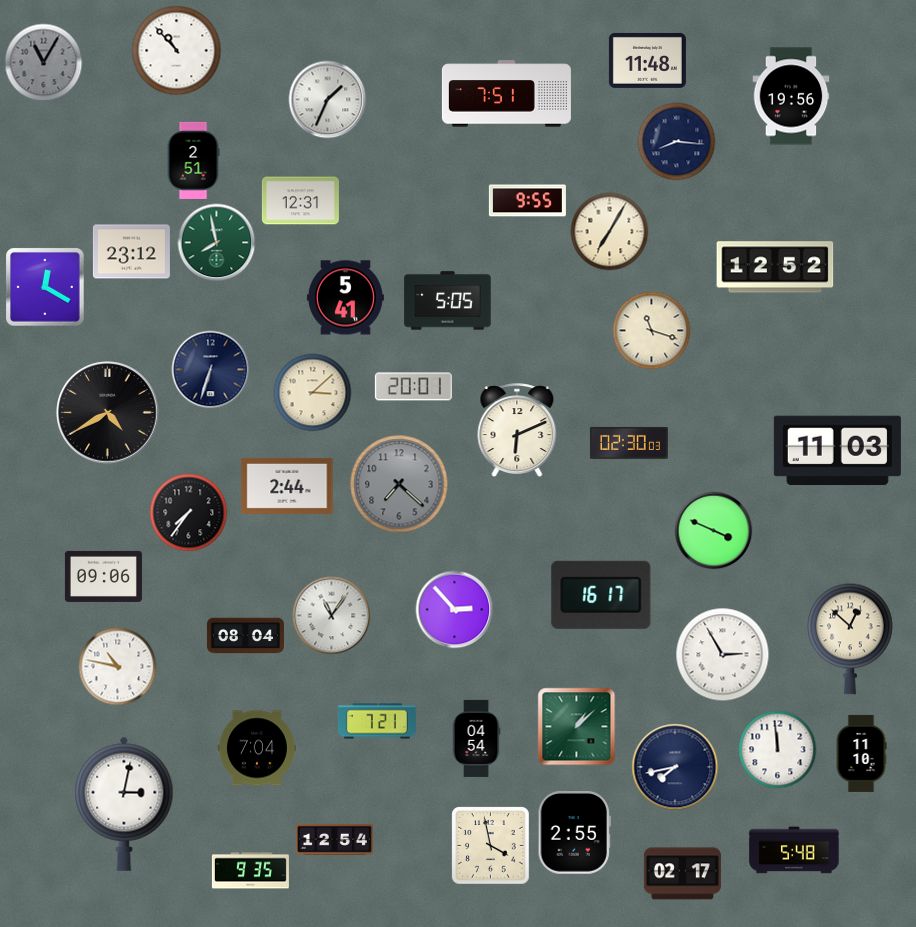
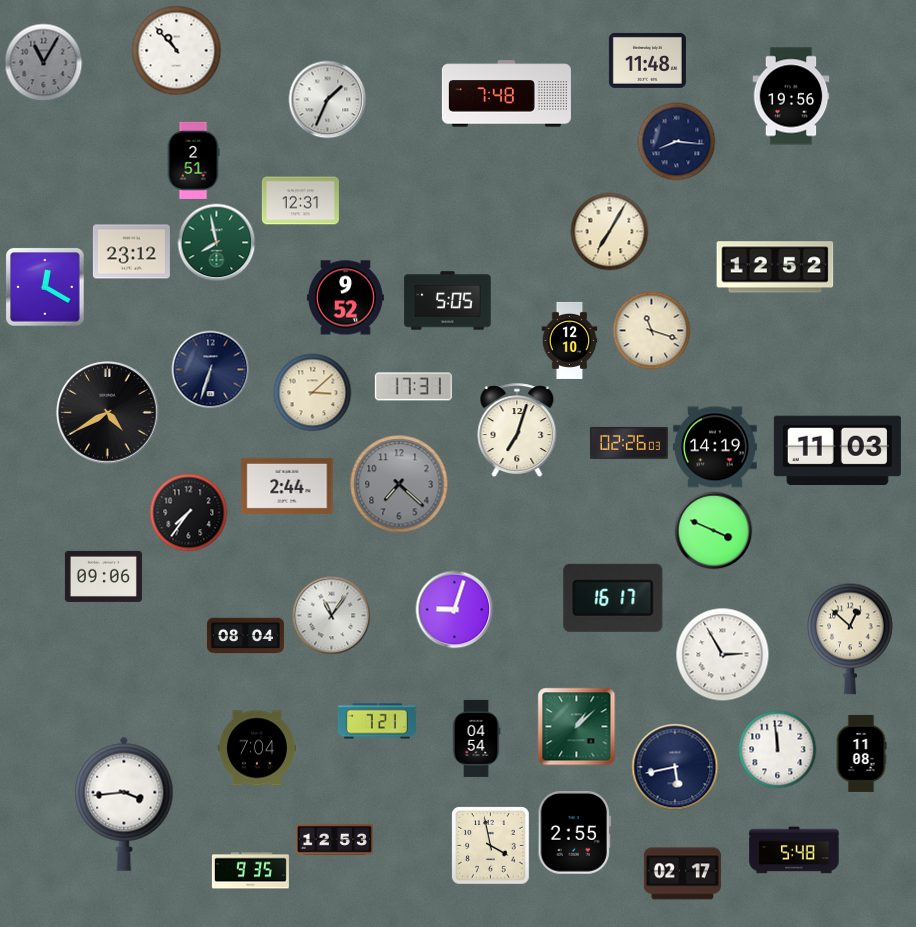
clock at (506, 94): 7:51 -> 7:48
clock at (527, 201): 9:55 -> none
clock at (345, 298): 5:41 -> 9:52
clock at (570, 340): none -> 12:10
clock at (413, 387): 20:01 -> 17:31
clock at (517, 430): 6:11 -> 7:03
clock at (629, 443): 02:30 -> 02:26
clock at (715, 447): none -> 14:19
clock at (601, 595) position: (601, 595) -> (613, 598)
clock at (454, 609): 2:53 -> 9:03
clock at (117, 666): 10:47 -> none
clock at (861, 753): 11:10 -> 11:08
clock at (675, 767): 7:43 -> 5:43
clock at (124, 804): 3:02 -> 3:44
clock at (334, 839): 12:54 -> 12:53
